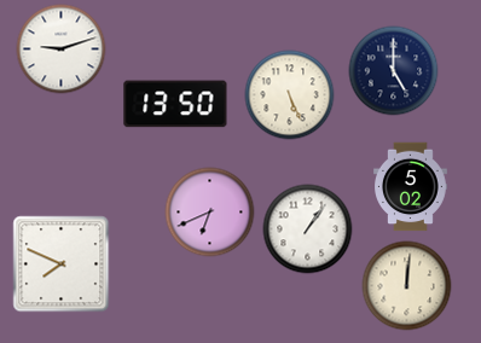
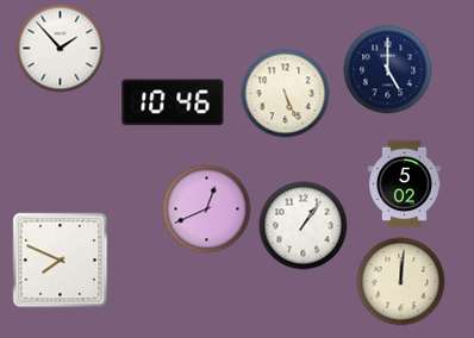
clock at (62, 50): 9:12 -> 1:53
clock at (175, 104): 13:50 -> 10:46
clock at (210, 213): 6:41 -> 12:41
